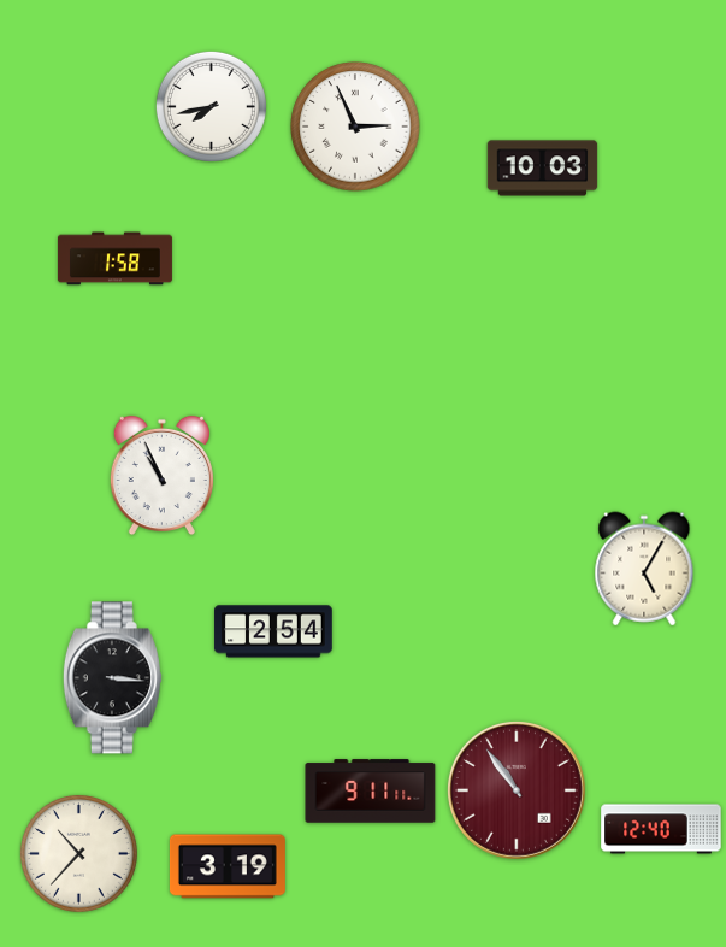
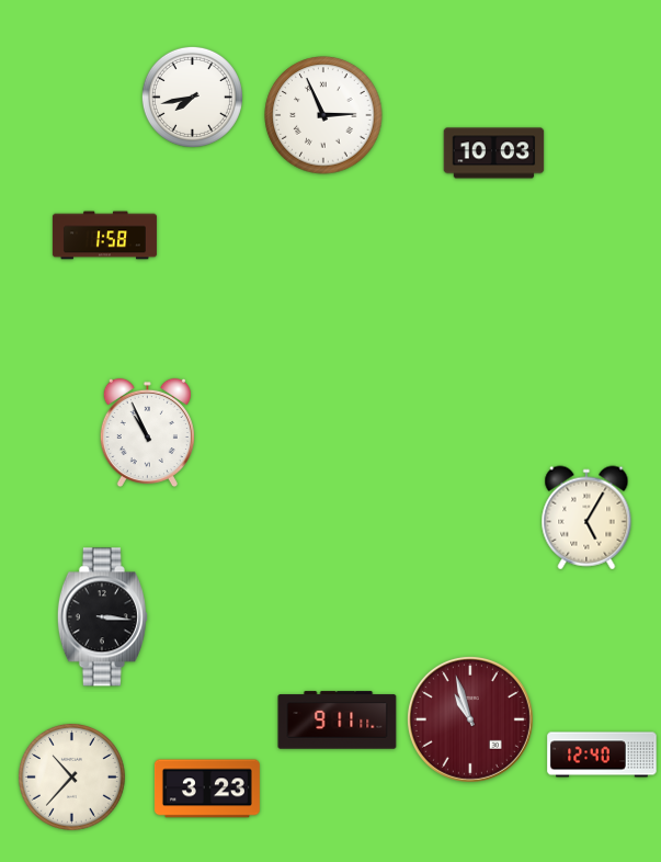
clock at (273, 631): 2:54 -> none
clock at (517, 790): 10:54 -> 10:57
clock at (228, 866): 3:19 -> 3:23
